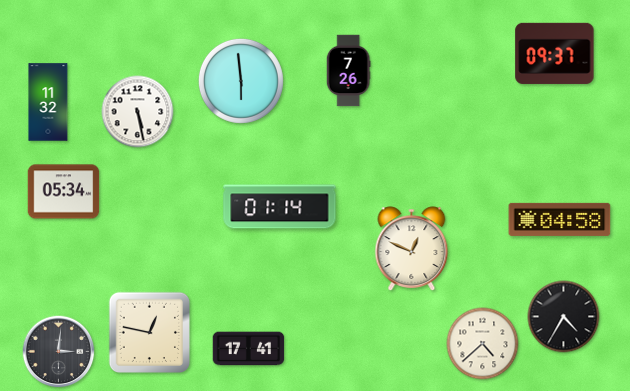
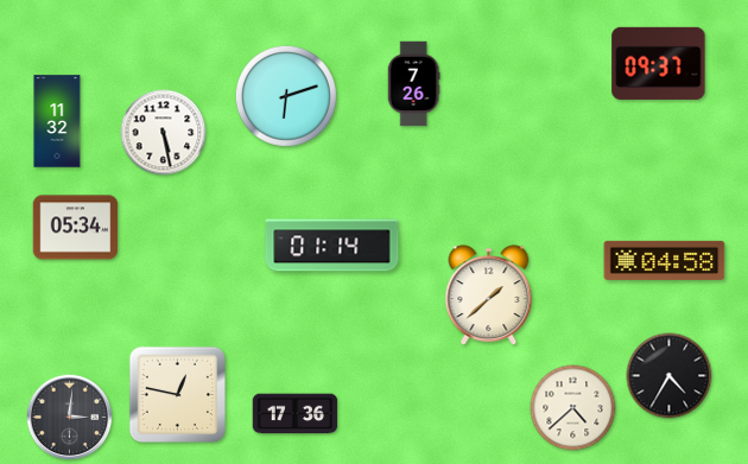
clock at (241, 81): 5:59 -> 6:12
clock at (412, 249): 12:49 -> 1:38
clock at (249, 349): 17:41 -> 17:36
